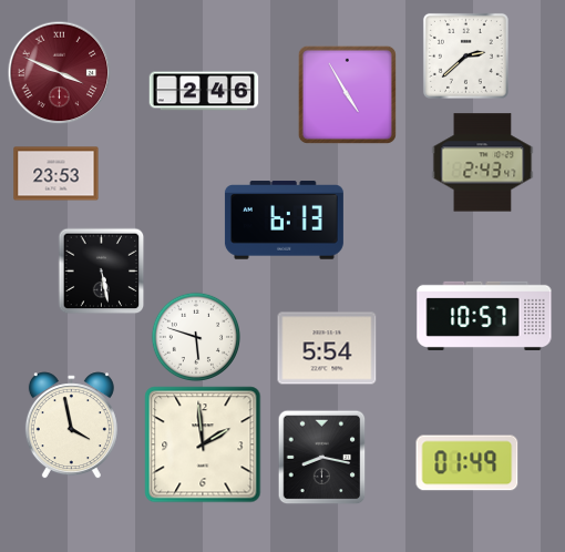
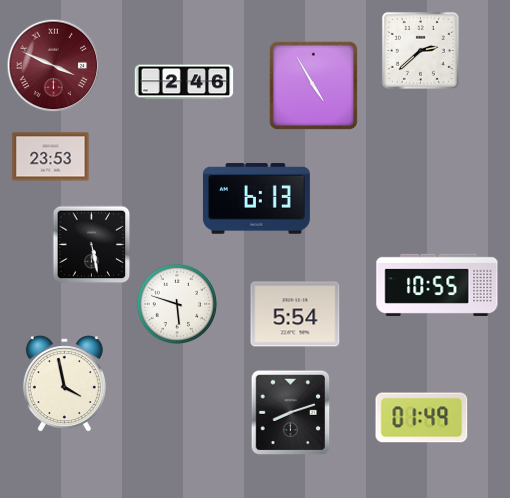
clock at (483, 163): 2:43 -> none
clock at (484, 316): 10:57 -> 10:55
clock at (203, 444): 1:59 -> none
clock at (322, 457): 8:17 -> 8:12
